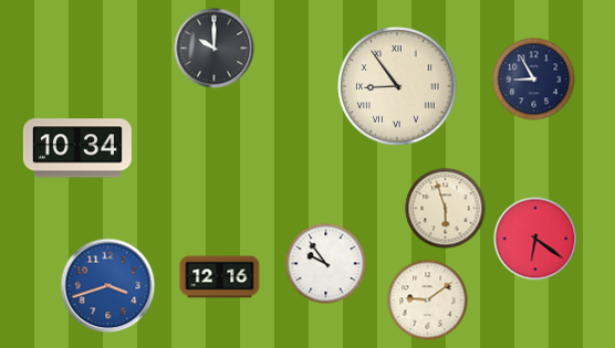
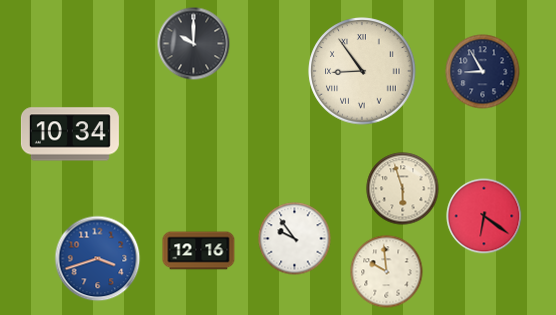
clock at (397, 86) position: (397, 86) -> (362, 71)
clock at (428, 300): 9:09 -> 9:59
